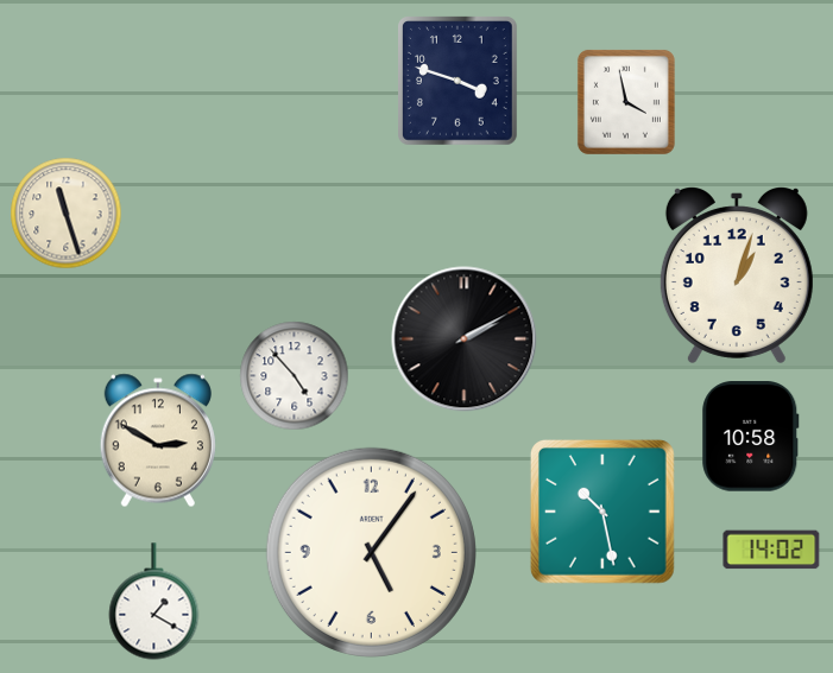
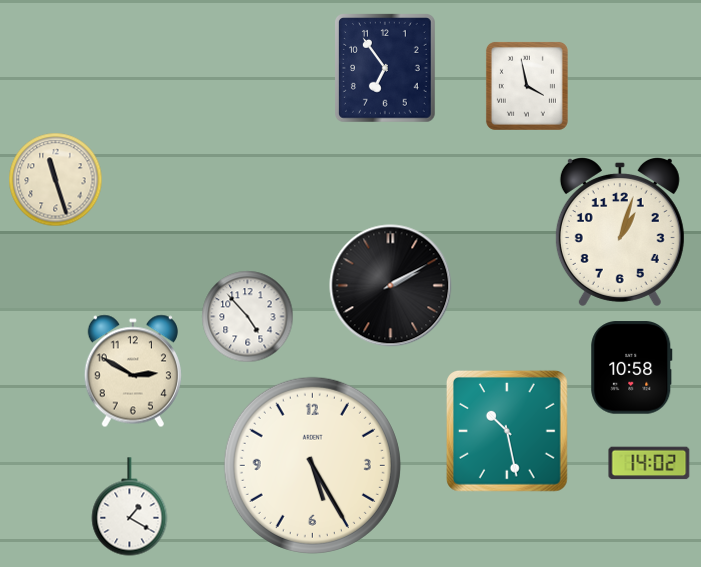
clock at (459, 82): 3:48 -> 6:54
clock at (371, 552): 5:06 -> 5:25
